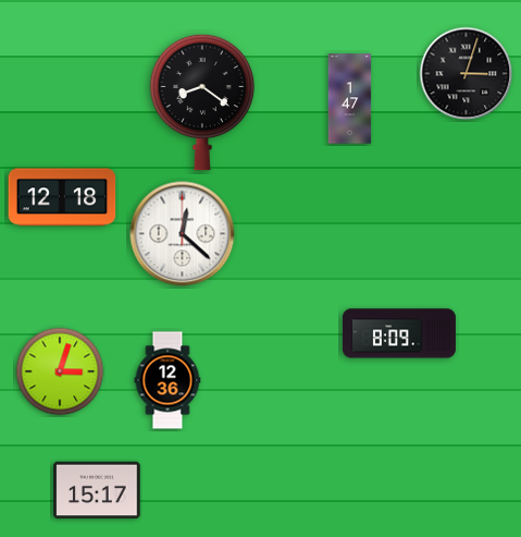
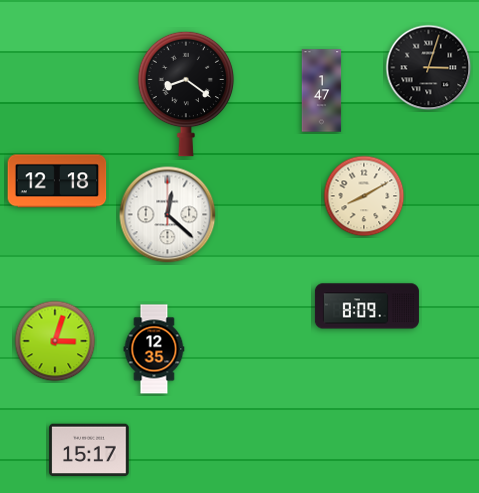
clock at (364, 196): none -> 8:10
clock at (168, 380): 12:36 -> 12:35
